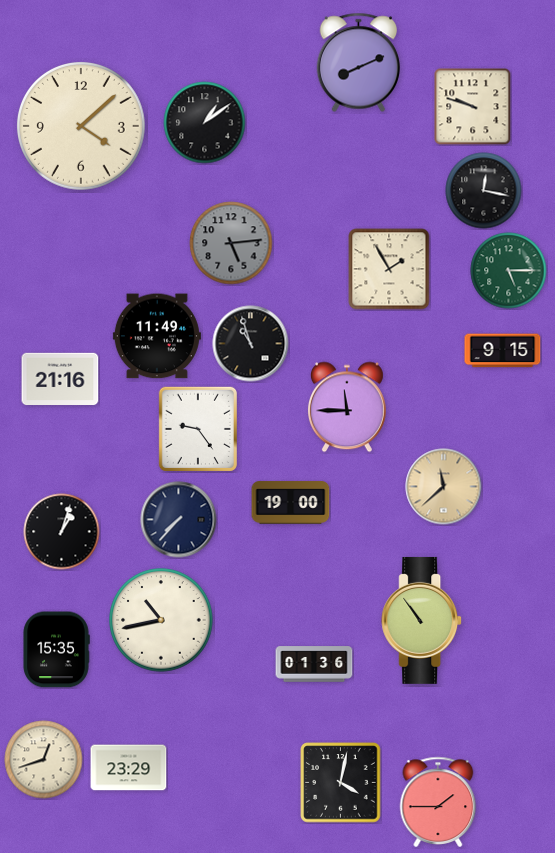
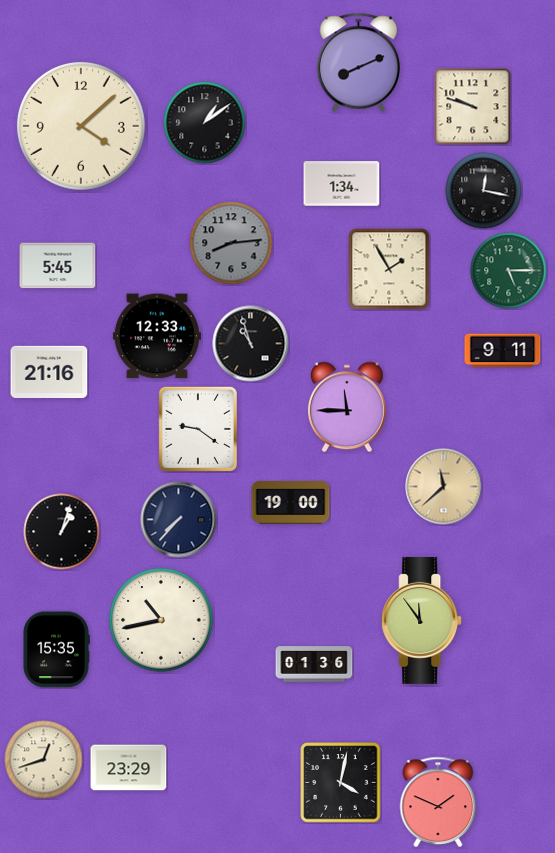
clock at (342, 184): none -> 1:34
clock at (231, 243): 5:14 -> 8:14
clock at (58, 266): none -> 5:45
clock at (157, 336): 11:49 -> 12:33
clock at (503, 351): 9:15 -> 9:11
clock at (60, 379) position: (60, 379) -> (49, 372)
clock at (198, 429): 9:24 -> 9:21
clock at (422, 620): 10:54 -> 11:54
clock at (438, 802): 1:45 -> 1:49
